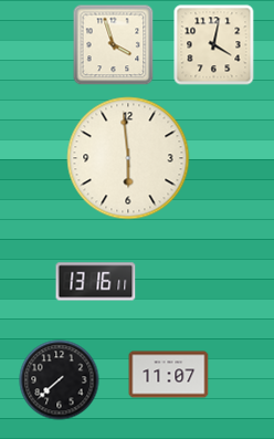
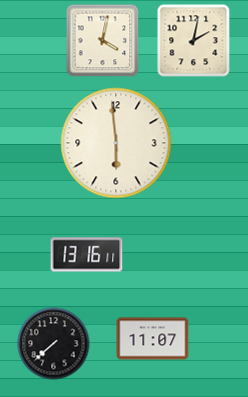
clock at (114, 45): 3:57 -> 4:02
clock at (214, 45): 4:02 -> 2:02
